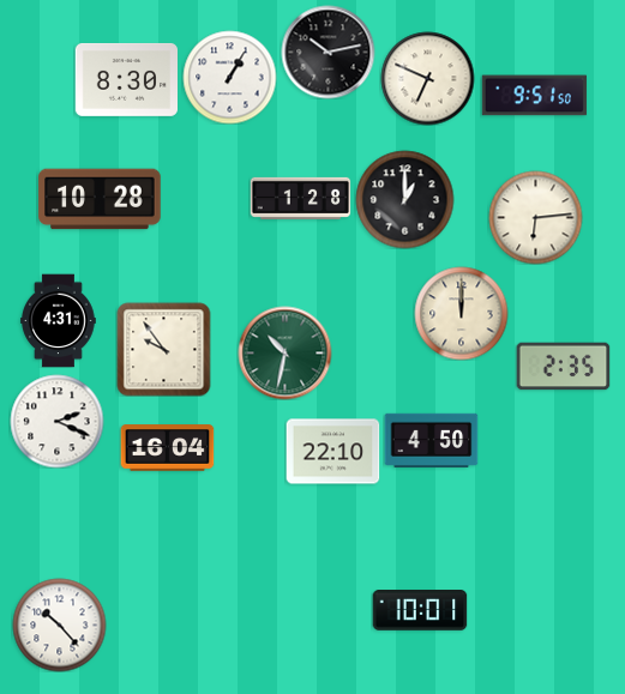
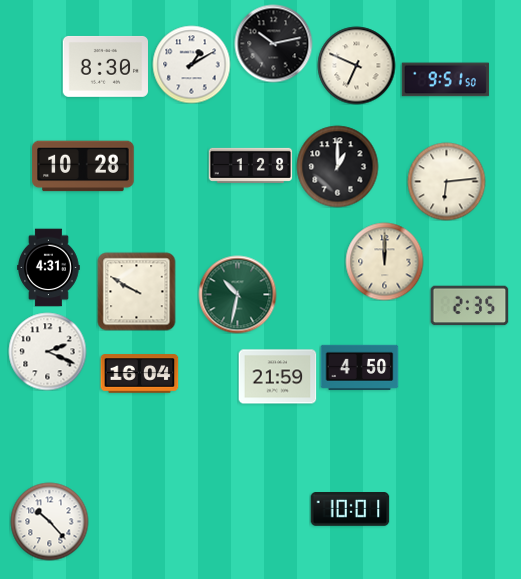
clock at (229, 77): 1:05 -> 1:10
clock at (163, 349): 9:54 -> 9:50
clock at (332, 452): 22:10 -> 21:59
